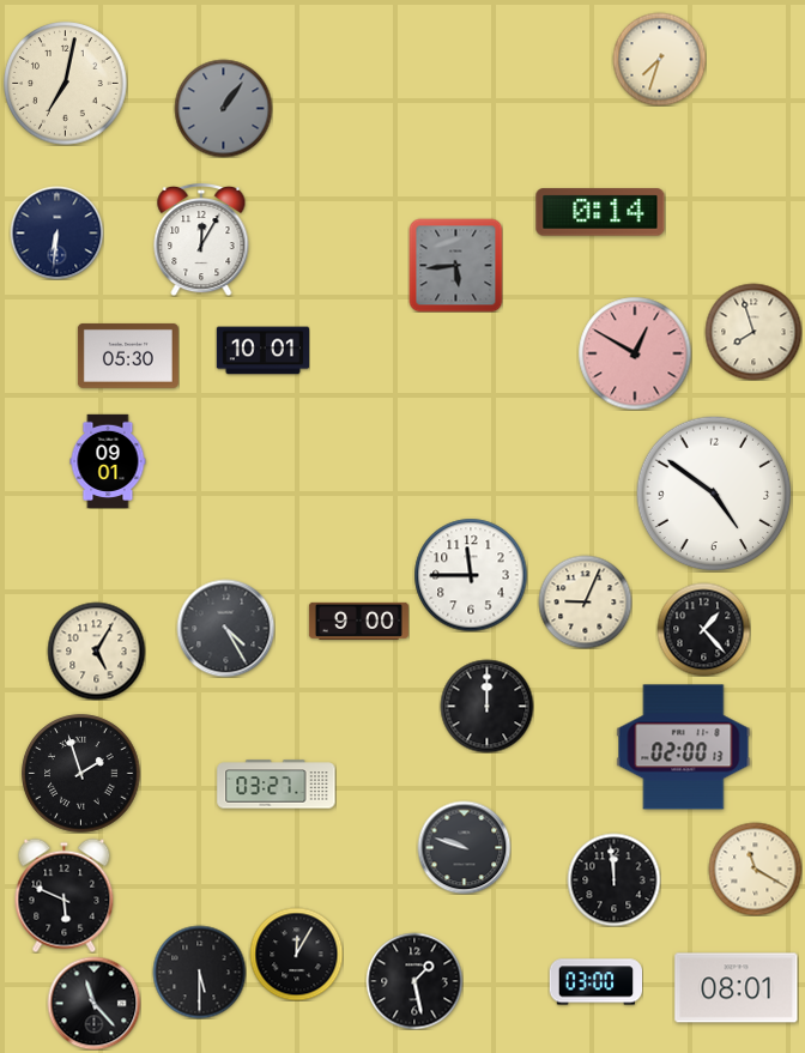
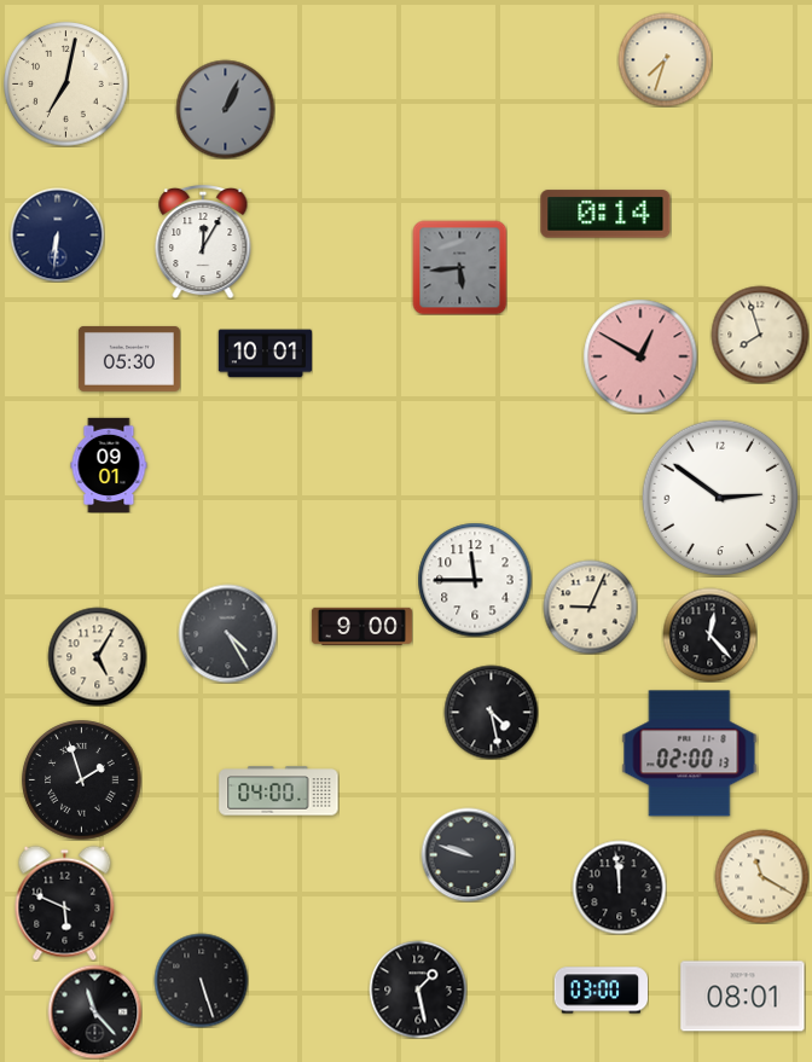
clock at (223, 108): 1:06 -> 1:04
clock at (714, 494): 4:51 -> 2:51
clock at (703, 629): 1:23 -> 12:23
clock at (486, 706): 12:00 -> 4:28
clock at (277, 785): 03:27 -> 04:00
clock at (296, 954): 12:05 -> none
clock at (199, 972): 5:30 -> 5:27
